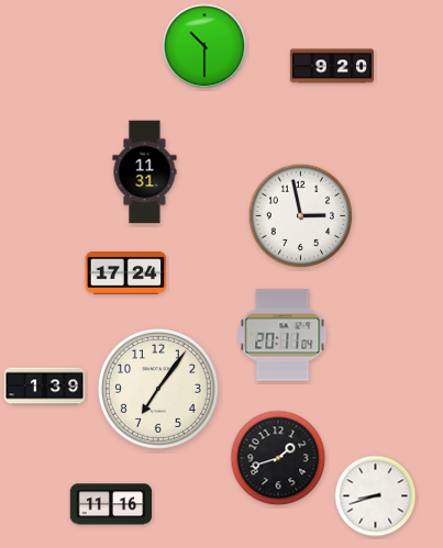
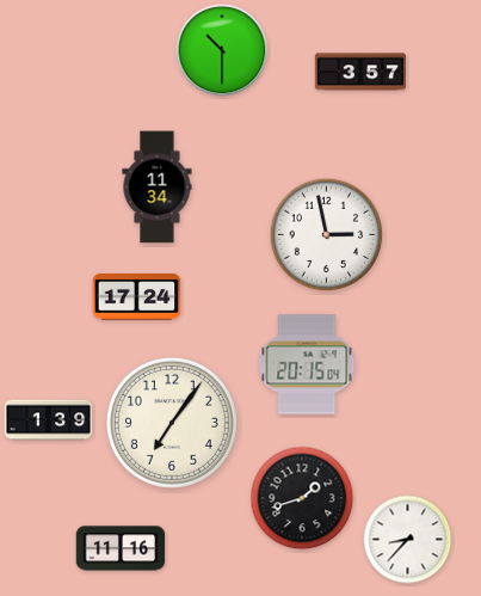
clock at (331, 66): 9:20 -> 3:57
clock at (145, 172): 11:31 -> 11:34
clock at (283, 335): 20:11 -> 20:15
clock at (376, 496): 8:42 -> 8:37
